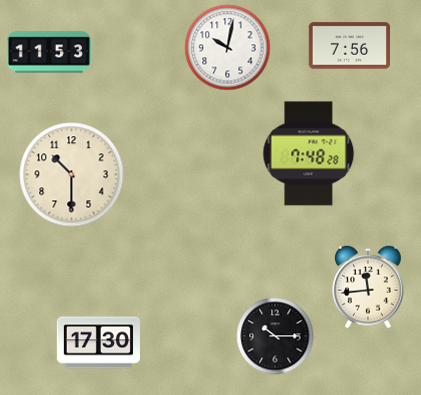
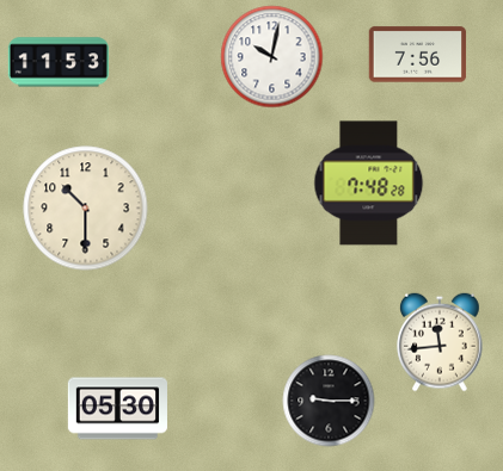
clock at (275, 336): 10:15 -> 9:15
clock at (98, 343): 17:30 -> 05:30
